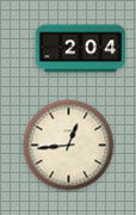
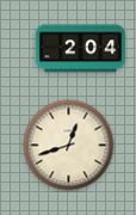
clock at (69, 146): 12:44 -> 12:42
